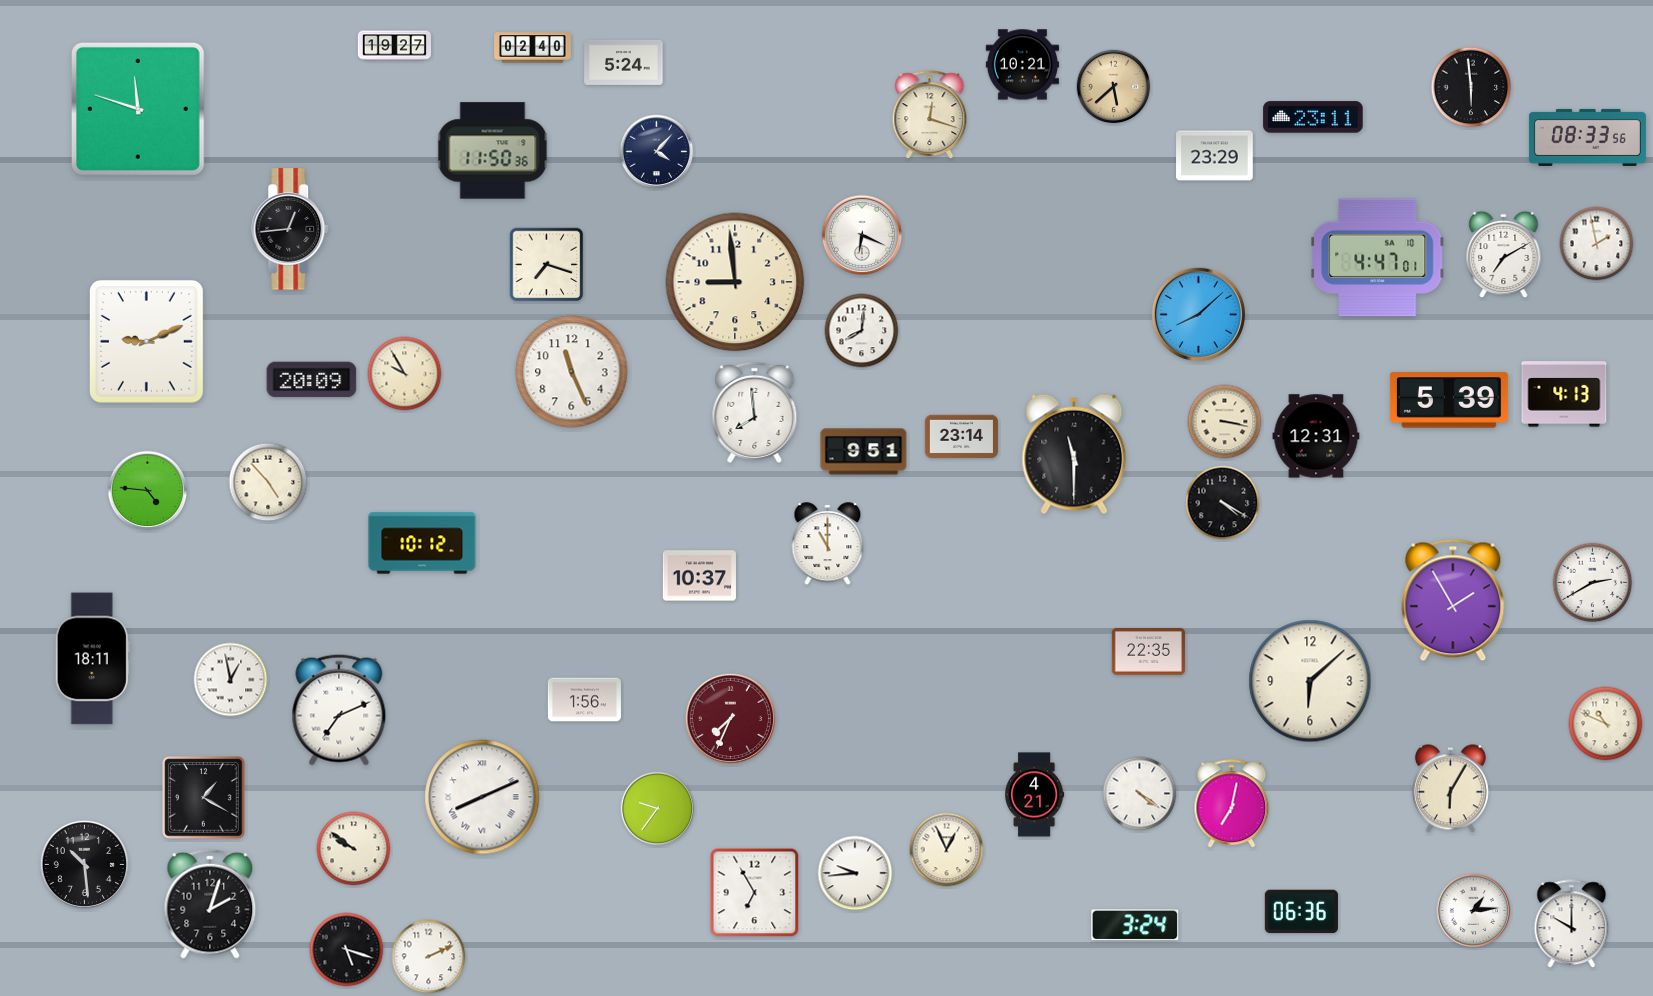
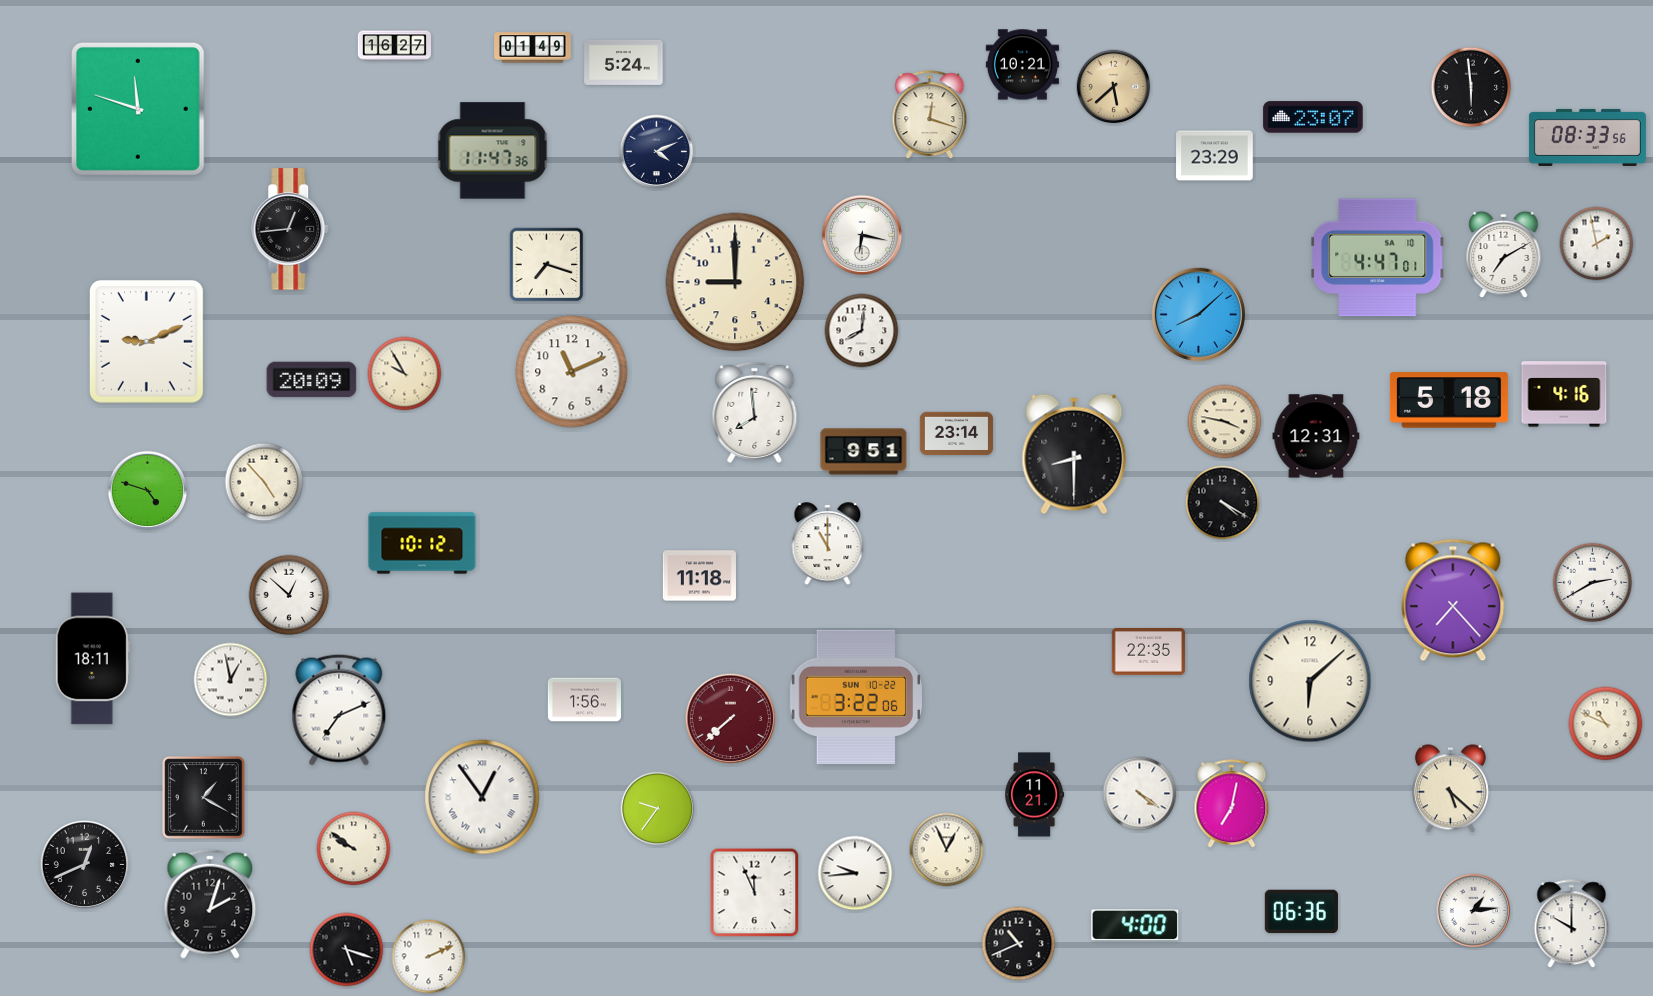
clock at (394, 46): 19:27 -> 16:27
clock at (533, 48): 02:40 -> 01:49
clock at (1313, 117): 23:11 -> 23:07
clock at (493, 151): 11:50 -> 11:47
clock at (657, 152): 4:07 -> 4:11
clock at (862, 235): 6:19 -> 6:17
clock at (735, 282): 8:59 -> 9:00
clock at (572, 372): 11:26 -> 11:11
clock at (1564, 394): 4:13 -> 4:16
clock at (1449, 400): 5:39 -> 5:18
clock at (1225, 422): 3:17 -> 3:47
clock at (961, 437) position: (961, 437) -> (956, 434)
clock at (1074, 454): 11:30 -> 8:30
clock at (268, 482) position: (268, 482) -> (264, 482)
clock at (148, 491): 4:46 -> 4:48
clock at (699, 576): 10:37 -> 11:18
clock at (289, 595): none -> 12:52
clock at (1453, 600): 1:55 -> 7:23
clock at (855, 697): none -> 3:22
clock at (730, 718): 7:34 -> 7:38
clock at (1450, 789): 6:05 -> 5:22
clock at (1035, 795): 4:21 -> 11:21
clock at (482, 797): 8:11 -> 12:54
clock at (84, 864): 10:29 -> 12:41
clock at (755, 893): 6:55 -> 11:56
clock at (1135, 925): 3:24 -> 4:00
clock at (1019, 944): none -> 10:41
